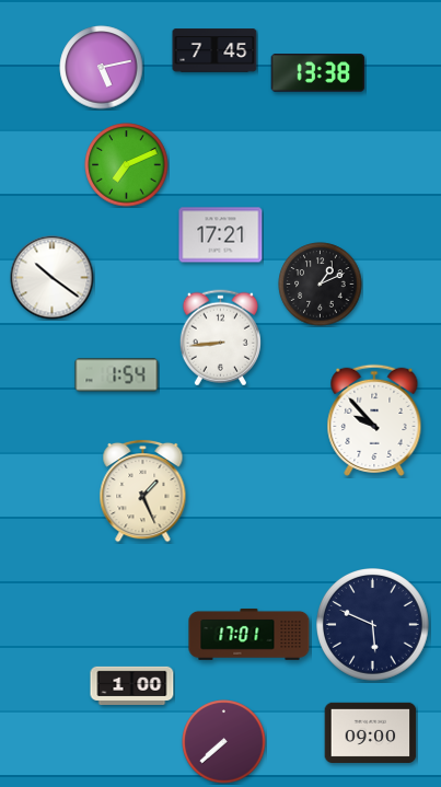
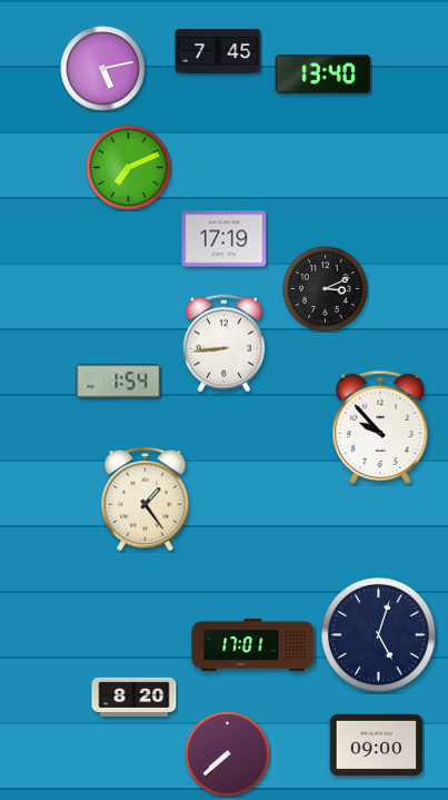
clock at (318, 73): 13:38 -> 13:40
clock at (221, 235): 17:21 -> 17:19
clock at (53, 278): 10:21 -> none
clock at (321, 285): 1:11 -> 3:11
clock at (143, 490): 1:26 -> 1:24
clock at (373, 625): 5:49 -> 5:03
clock at (132, 685): 1:00 -> 8:20
